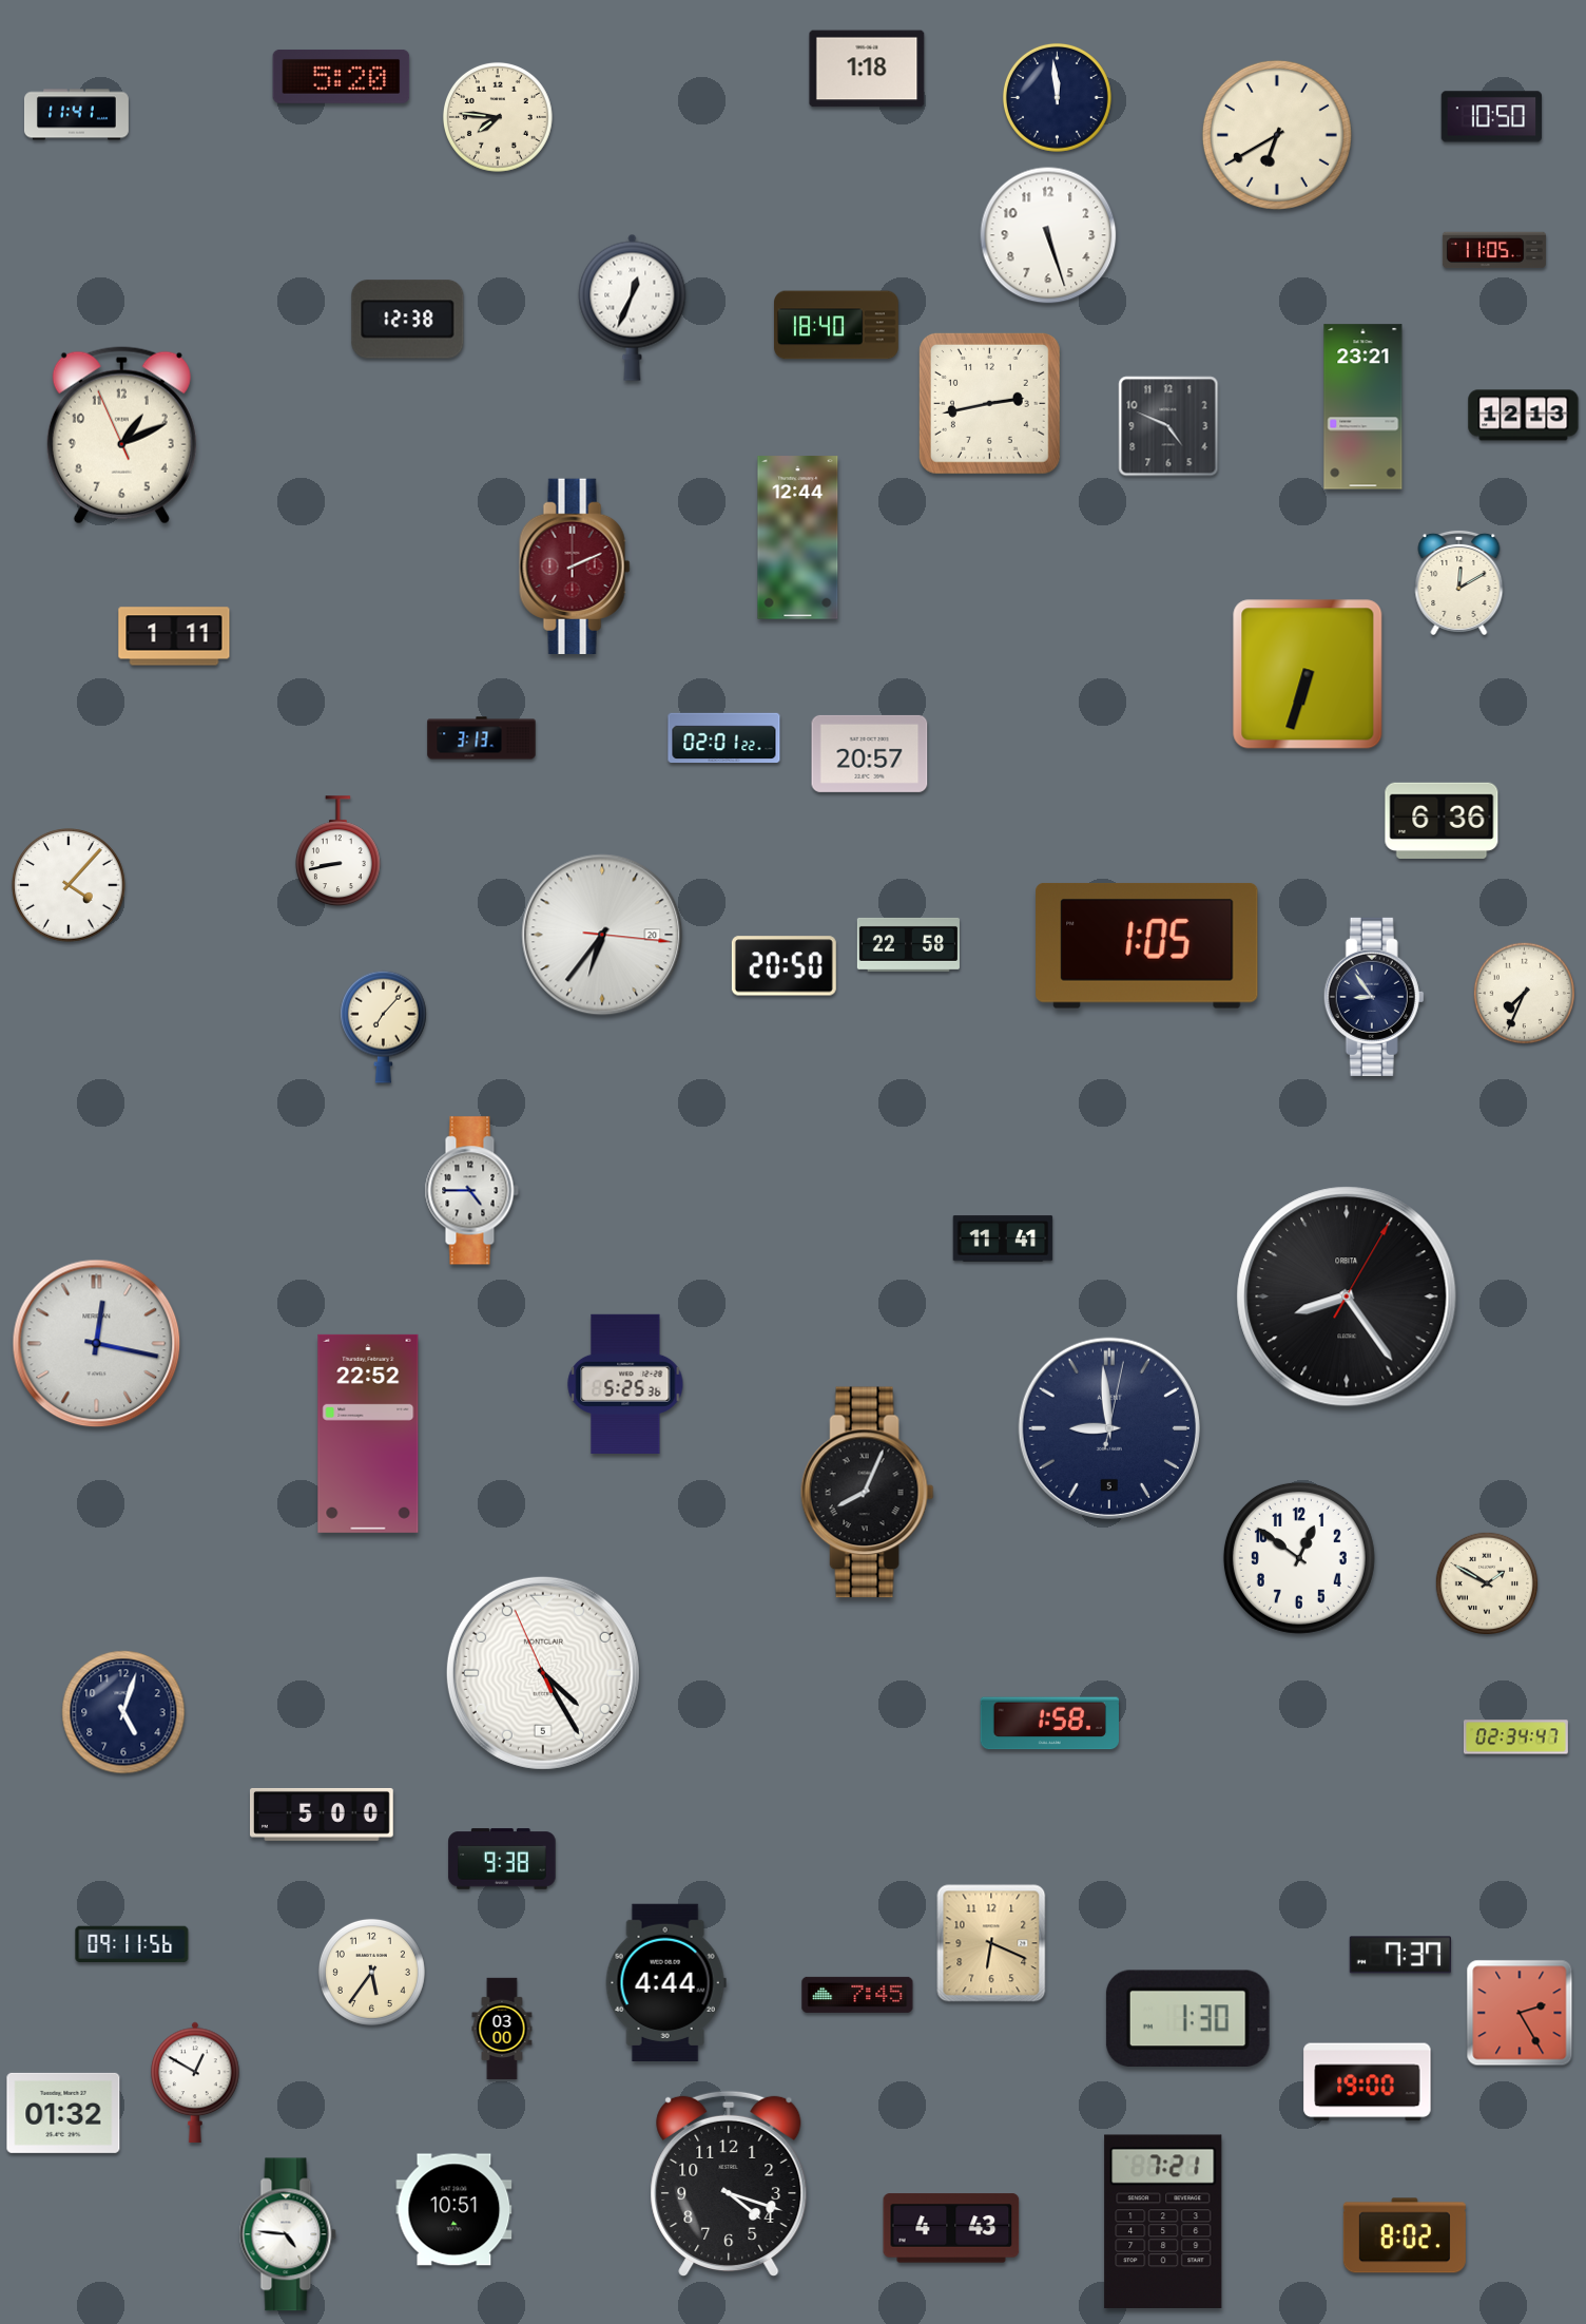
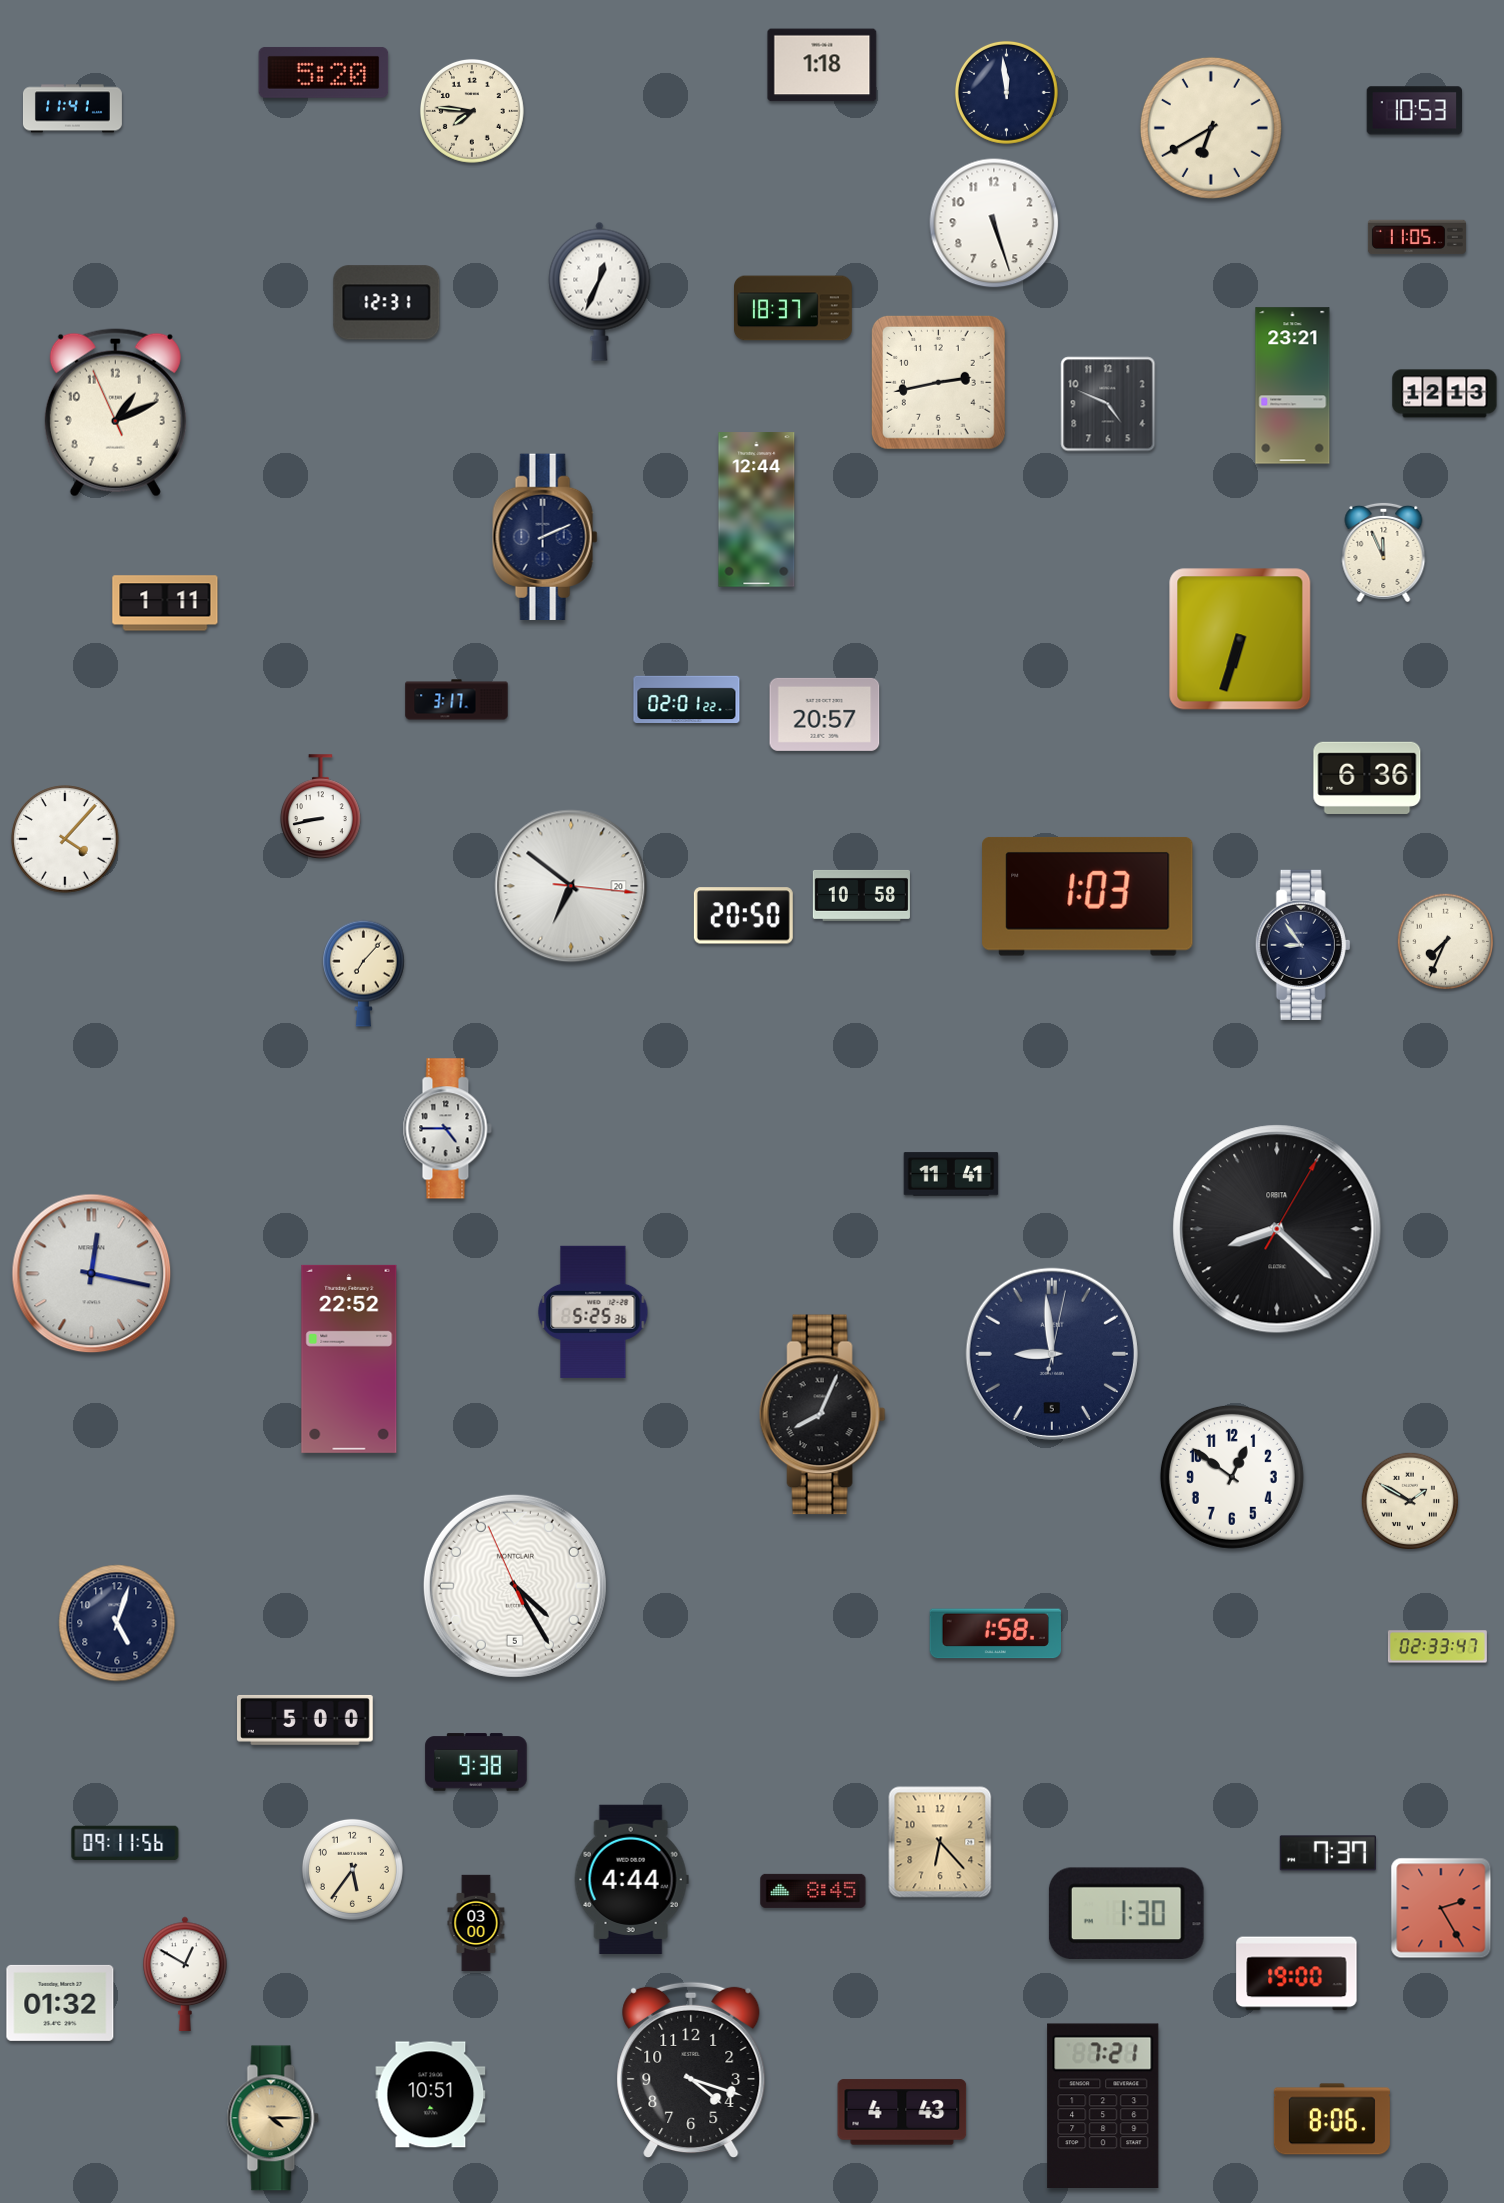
clock at (1057, 97) position: (1057, 97) -> (1006, 92)
clock at (1492, 117): 10:50 -> 10:53
clock at (408, 320): 12:38 -> 12:31
clock at (837, 325): 18:40 -> 18:37
clock at (575, 565) dial: burgundy -> navy
clock at (1459, 582): 12:10 -> 11:56
clock at (482, 738): 3:13 -> 3:17
clock at (602, 935): 6:36 -> 6:51
clock at (908, 944): 22:58 -> 10:58
clock at (1147, 945): 1:05 -> 1:03
clock at (1347, 1297): 8:24 -> 8:22
clock at (1515, 1737): 02:34 -> 02:33
clock at (991, 1943): 6:19 -> 6:23
clock at (857, 1995): 7:45 -> 8:45
clock at (288, 2234): 4:46 -> 4:15
clock at (288, 2234) dial: white -> champagne
clock at (1405, 2235): 8:02 -> 8:06
